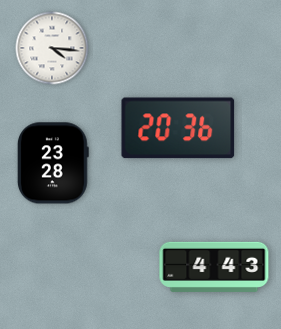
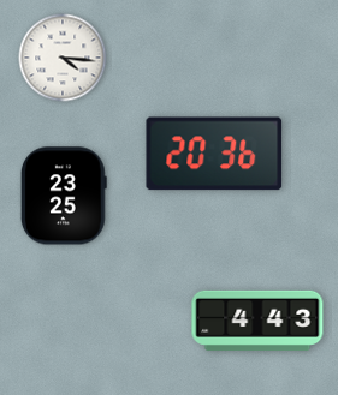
clock at (53, 163): 23:28 -> 23:25
